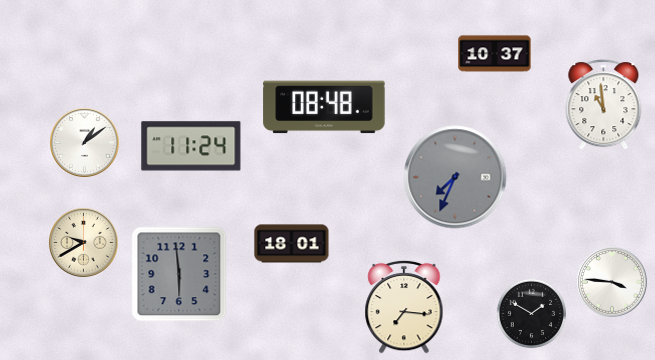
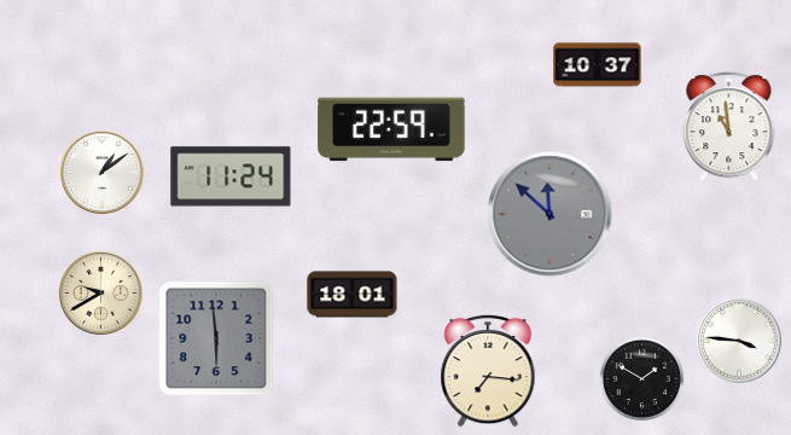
clock at (324, 107): 08:48 -> 22:59
clock at (455, 177): 7:34 -> 11:52
clock at (179, 274) position: (179, 274) -> (216, 338)
